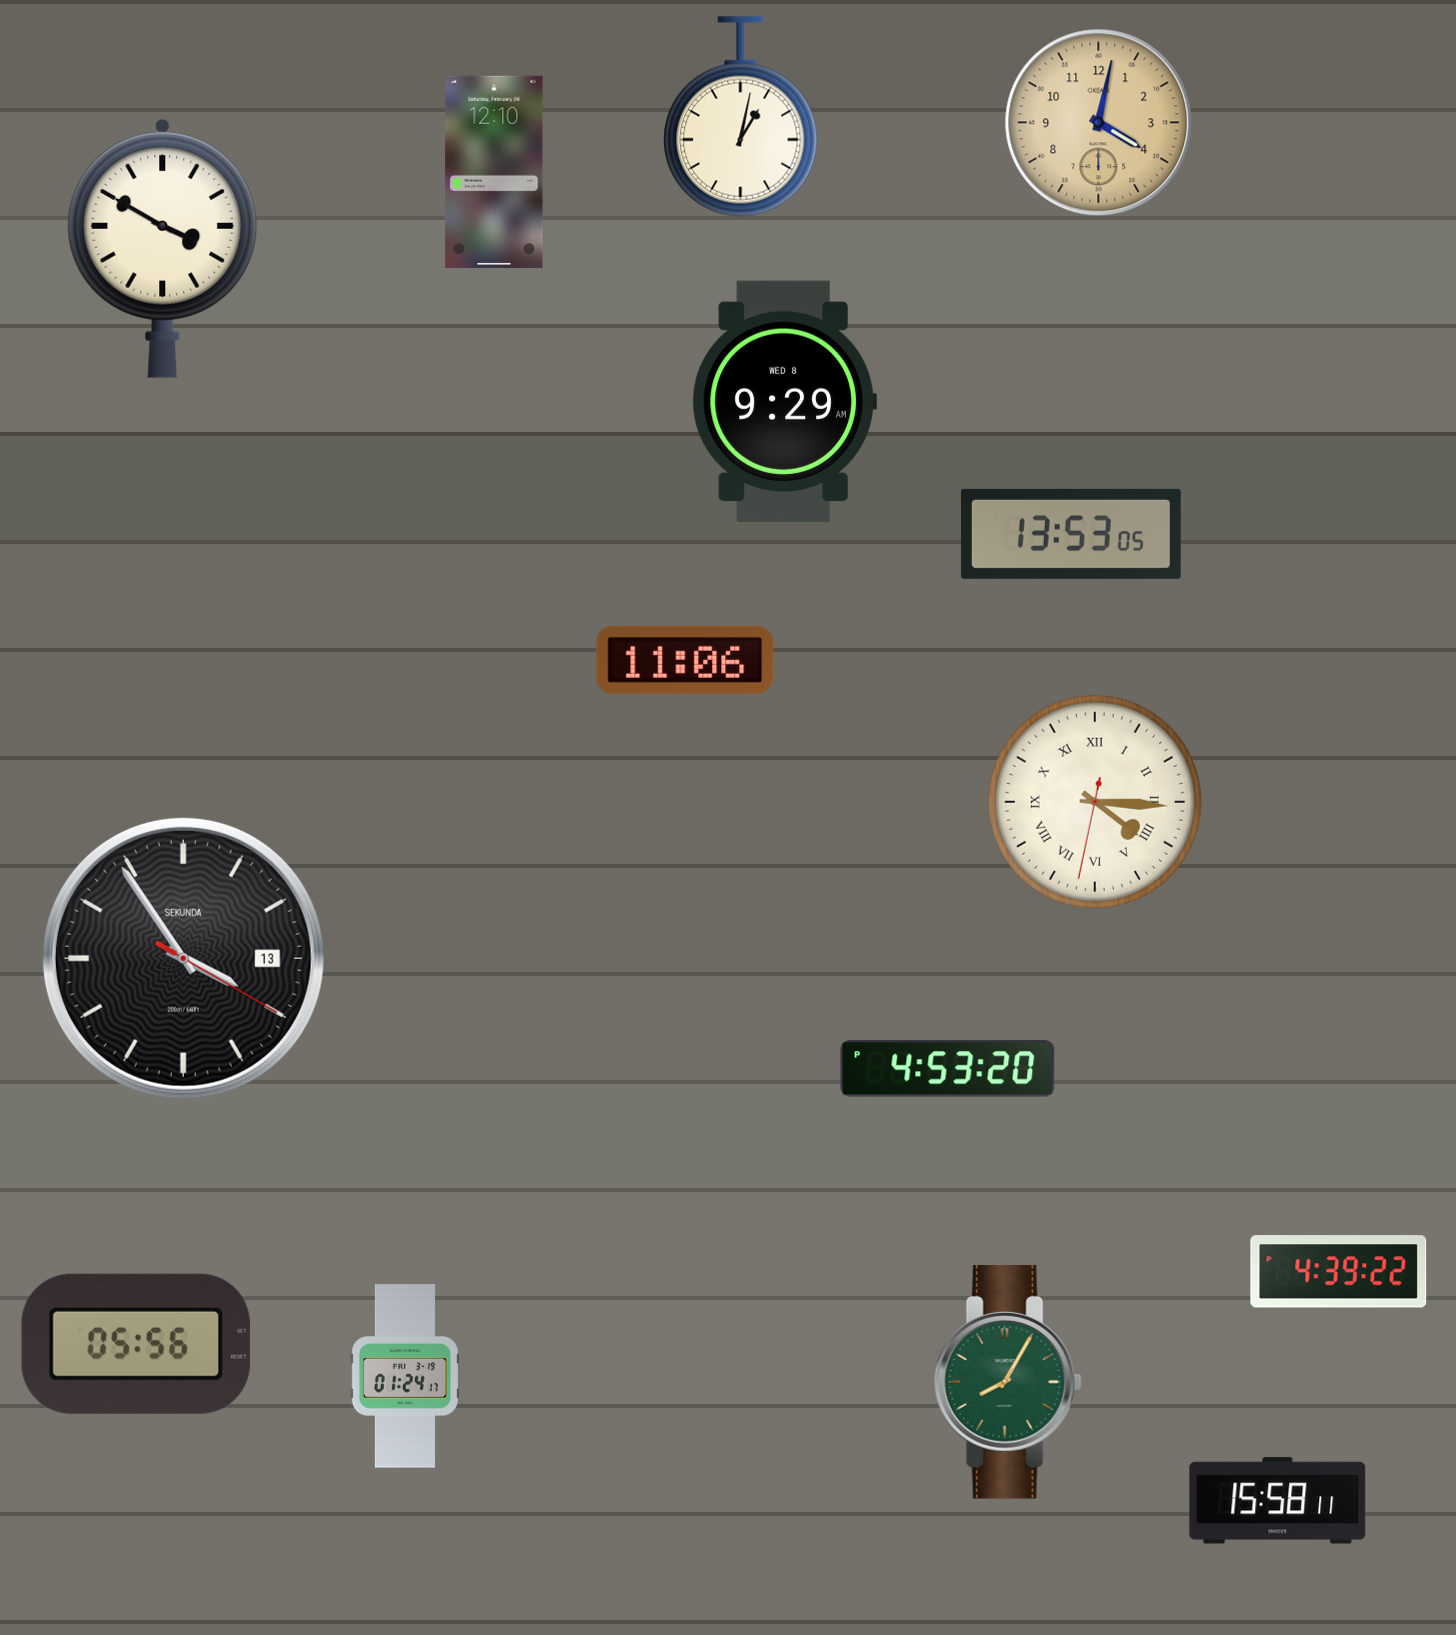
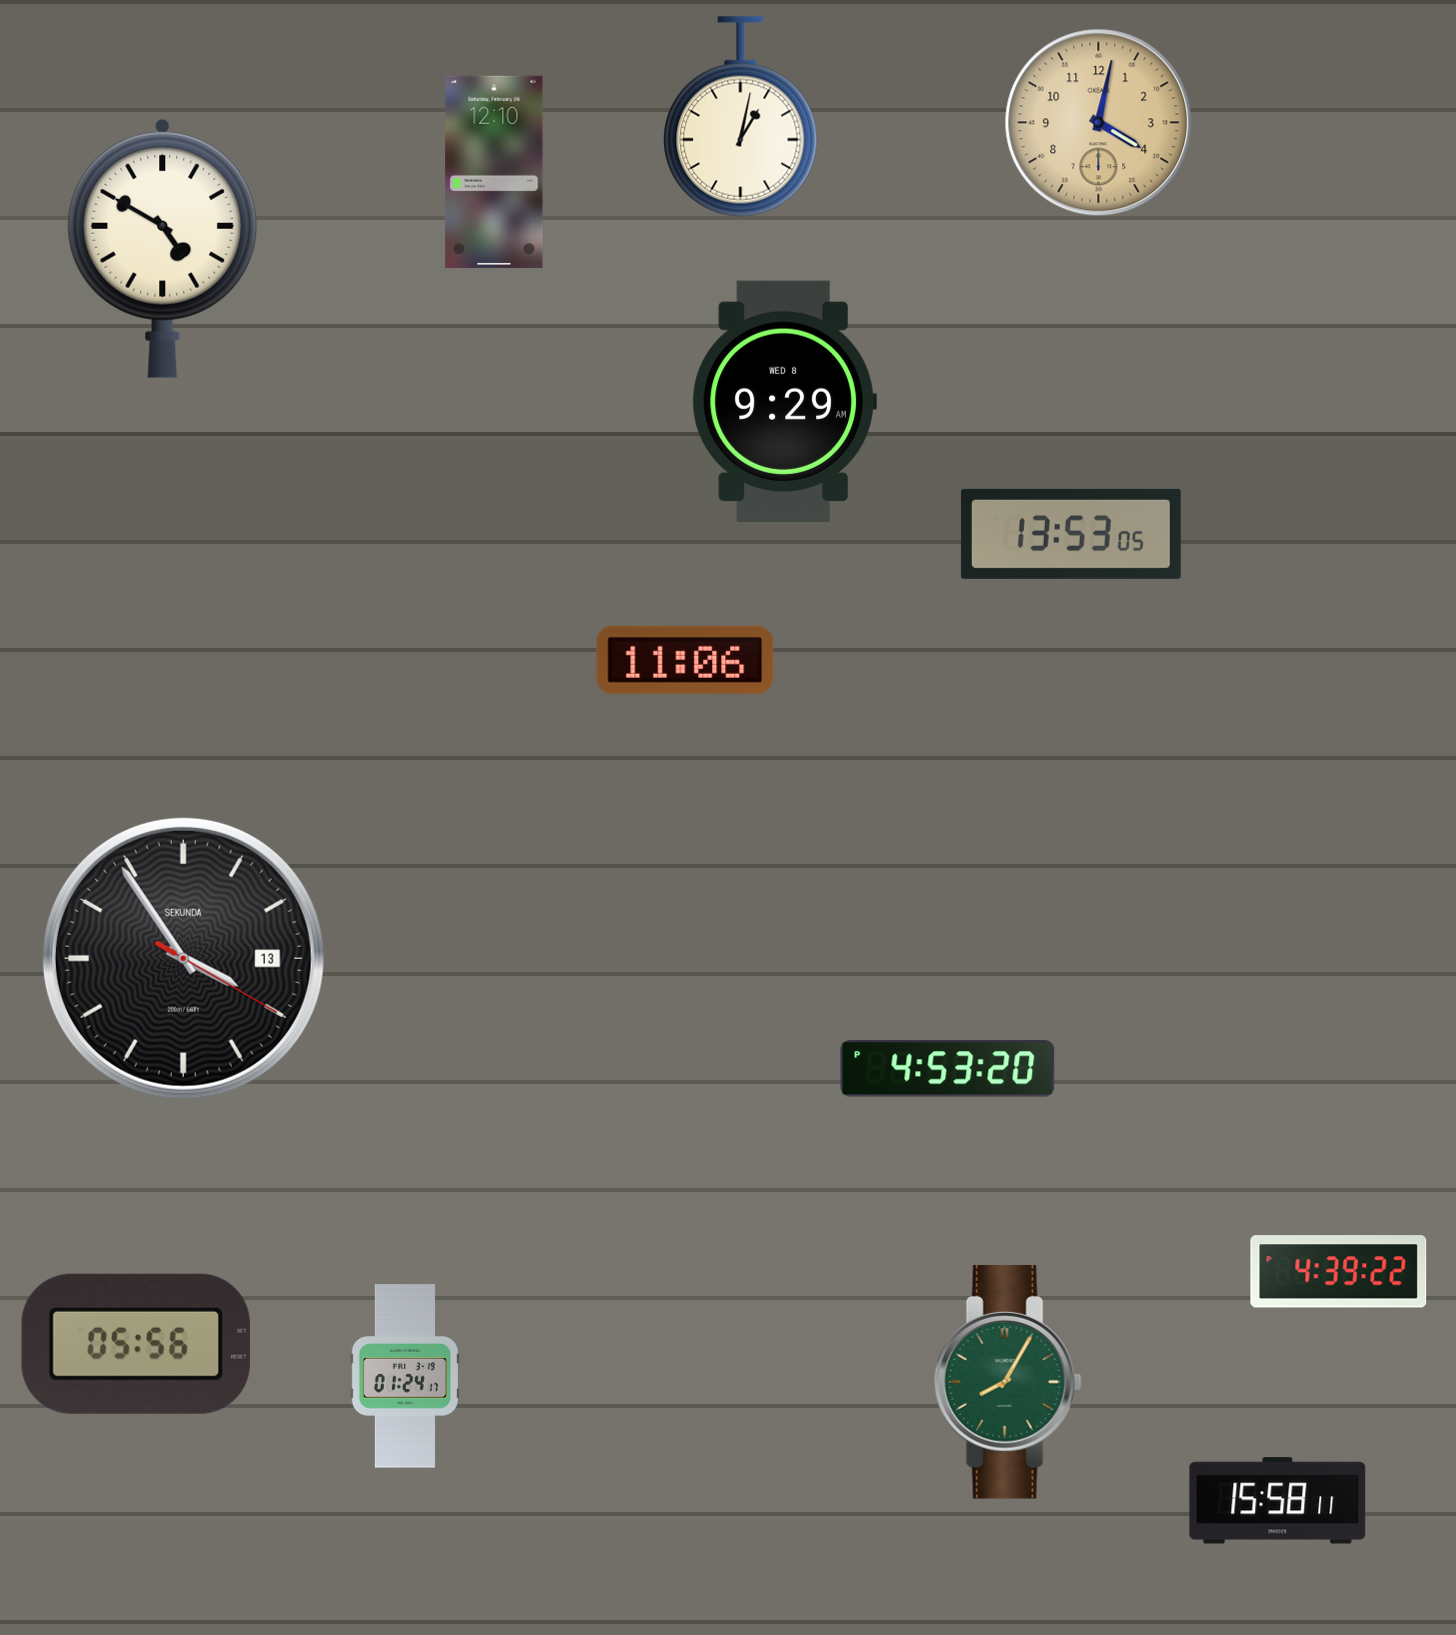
clock at (163, 248): 3:50 -> 4:50
clock at (1095, 802): 4:15 -> none
